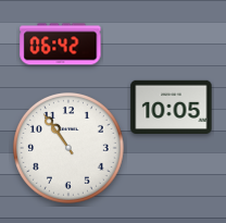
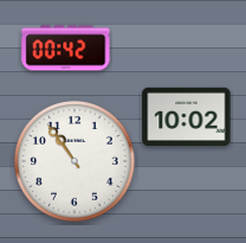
clock at (61, 45): 06:42 -> 00:42
clock at (172, 107): 10:05 -> 10:02
